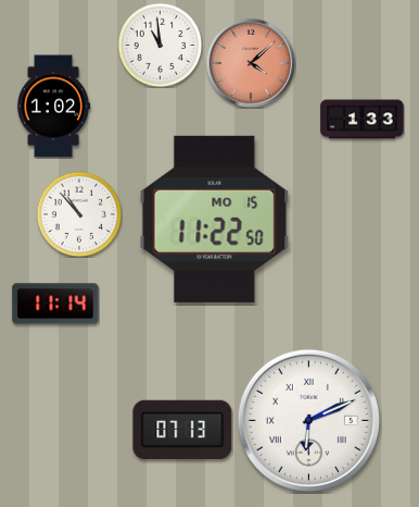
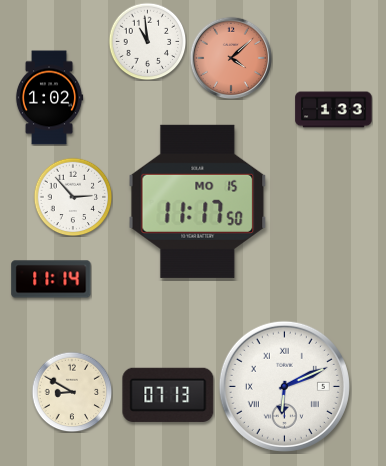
clock at (79, 214): 10:53 -> 2:53
clock at (215, 219): 11:22 -> 11:17
clock at (72, 392): none -> 8:50
